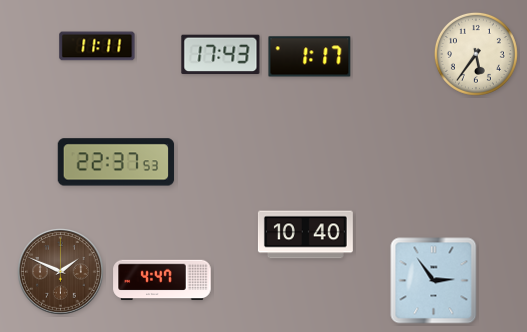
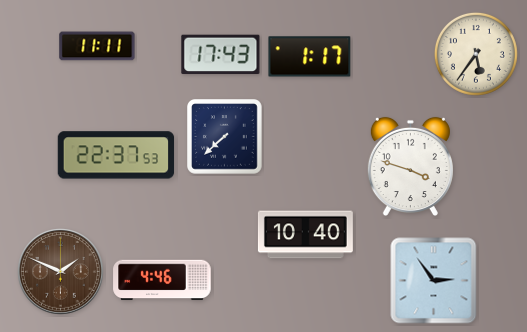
clock at (225, 137): none -> 7:38
clock at (116, 162) position: (116, 162) -> (116, 155)
clock at (410, 166): none -> 3:48
clock at (162, 280): 4:47 -> 4:46
